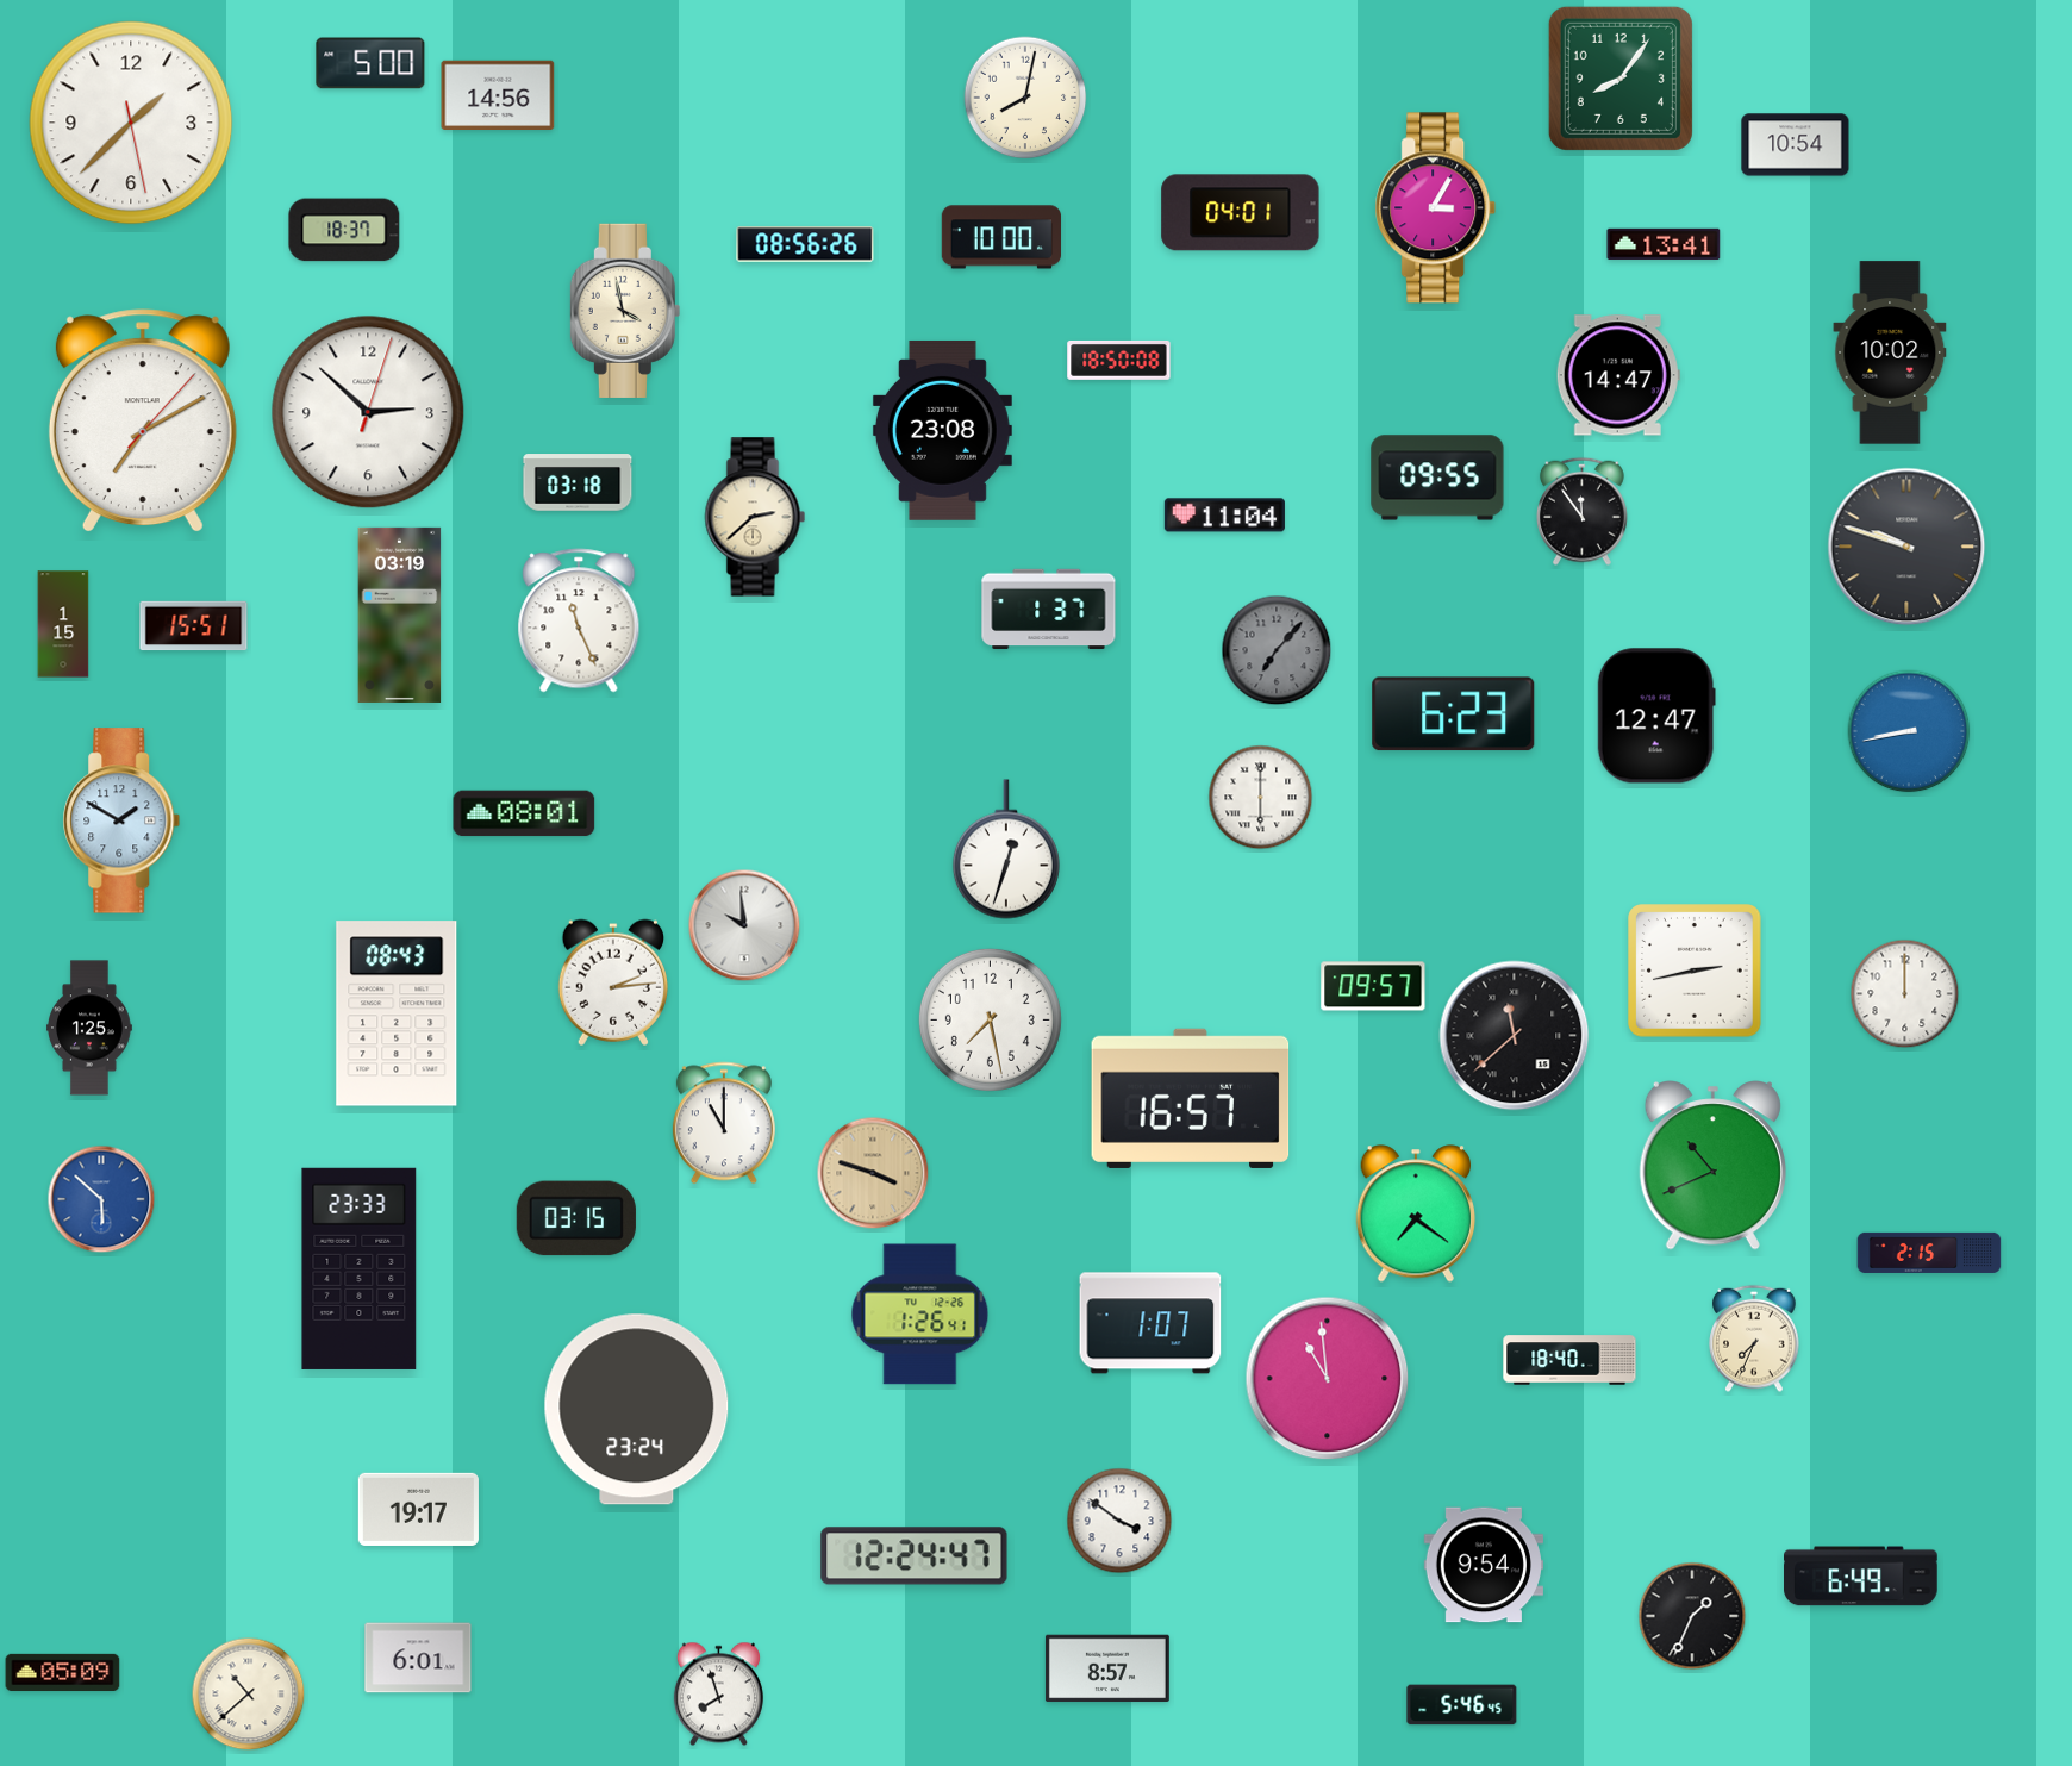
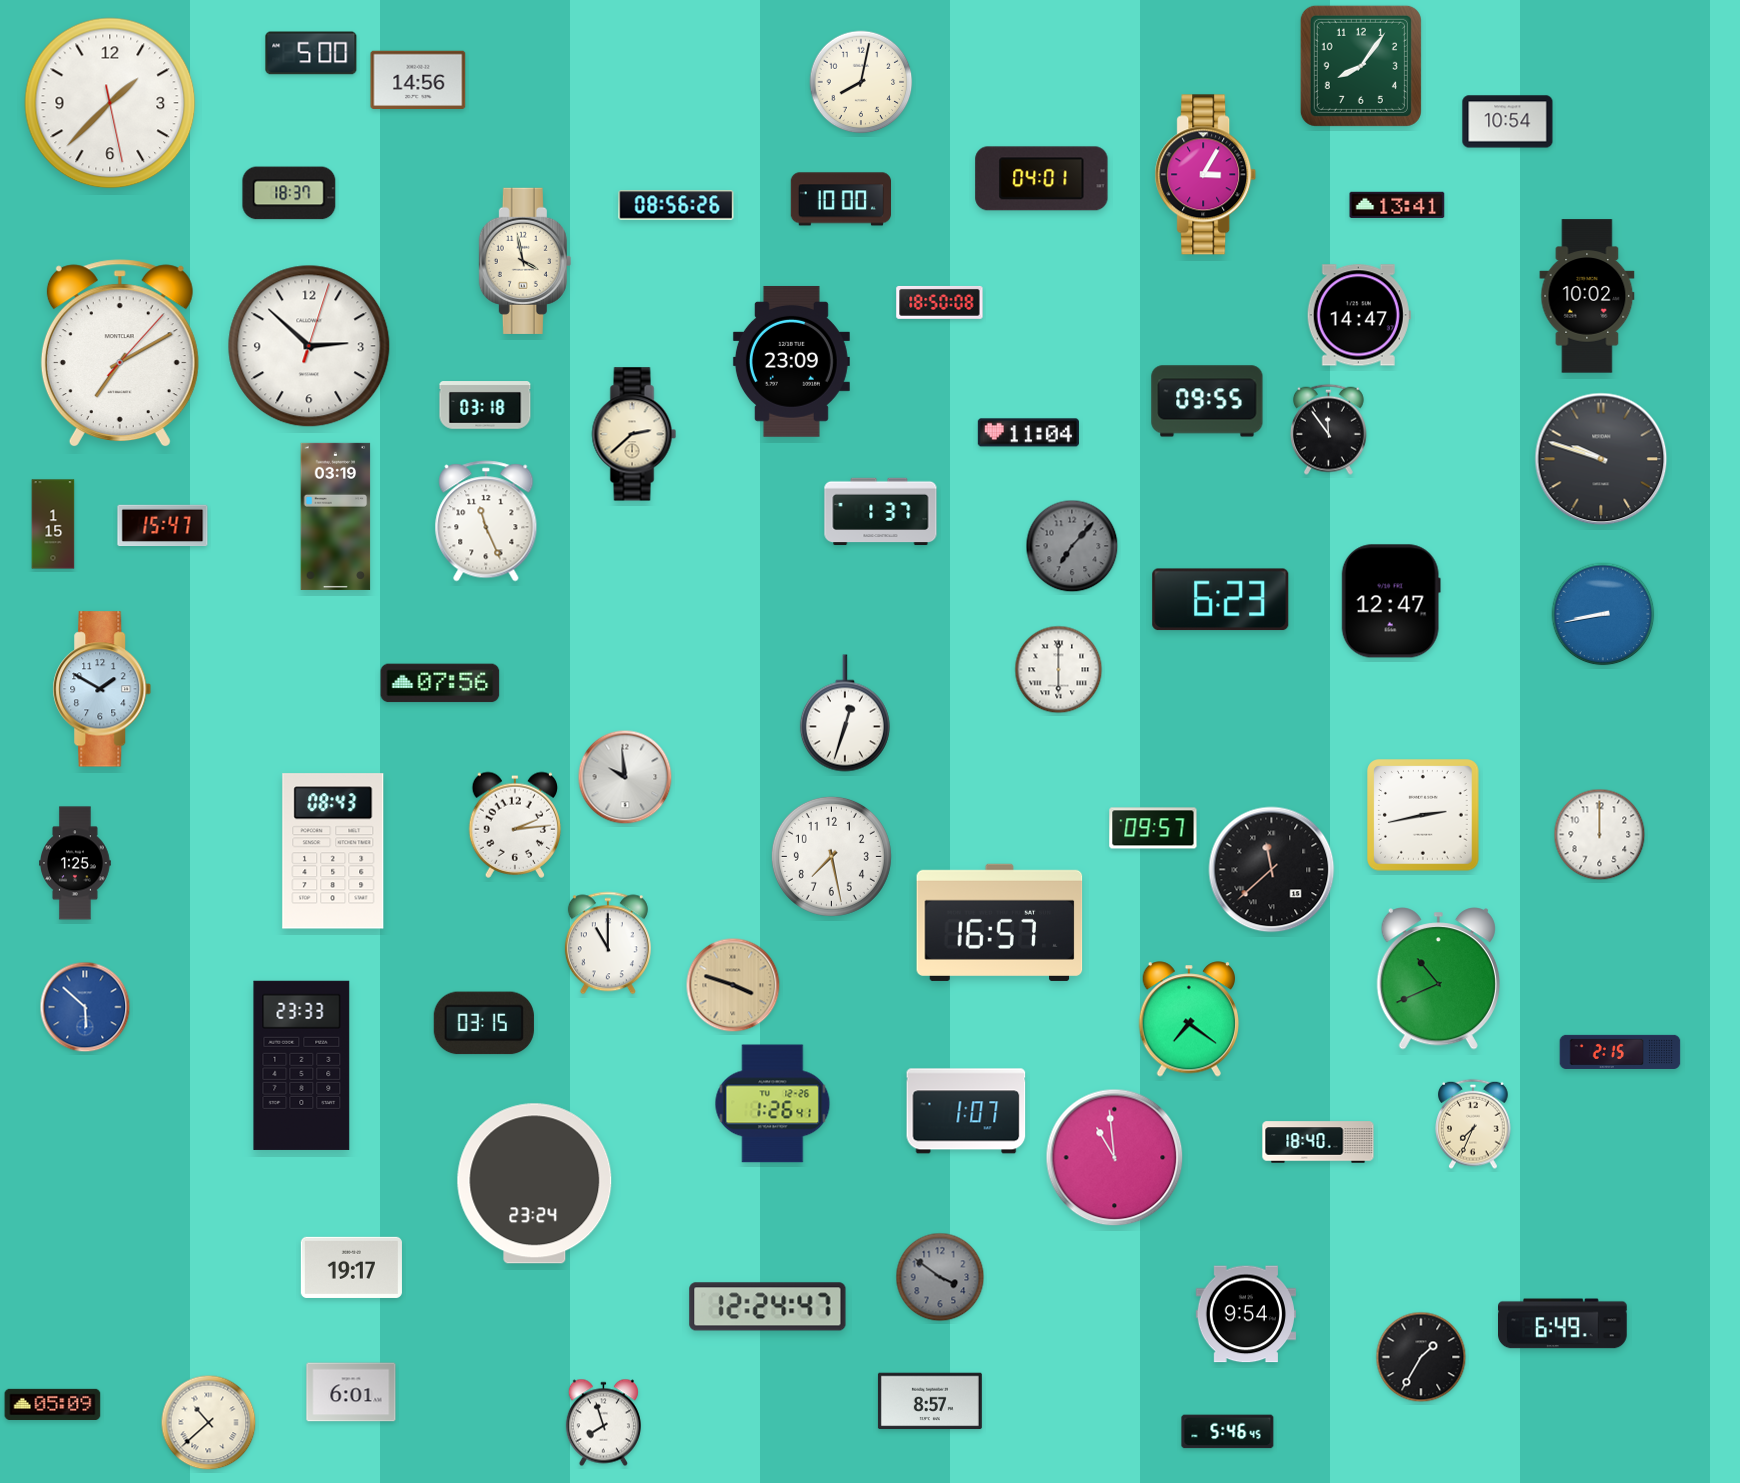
clock at (942, 430): 23:08 -> 23:09
clock at (194, 626): 15:51 -> 15:47
clock at (524, 813): 08:01 -> 07:56
clock at (1119, 1521) dial: white -> grey
clock at (1692, 1616): 1:34 -> 1:35
